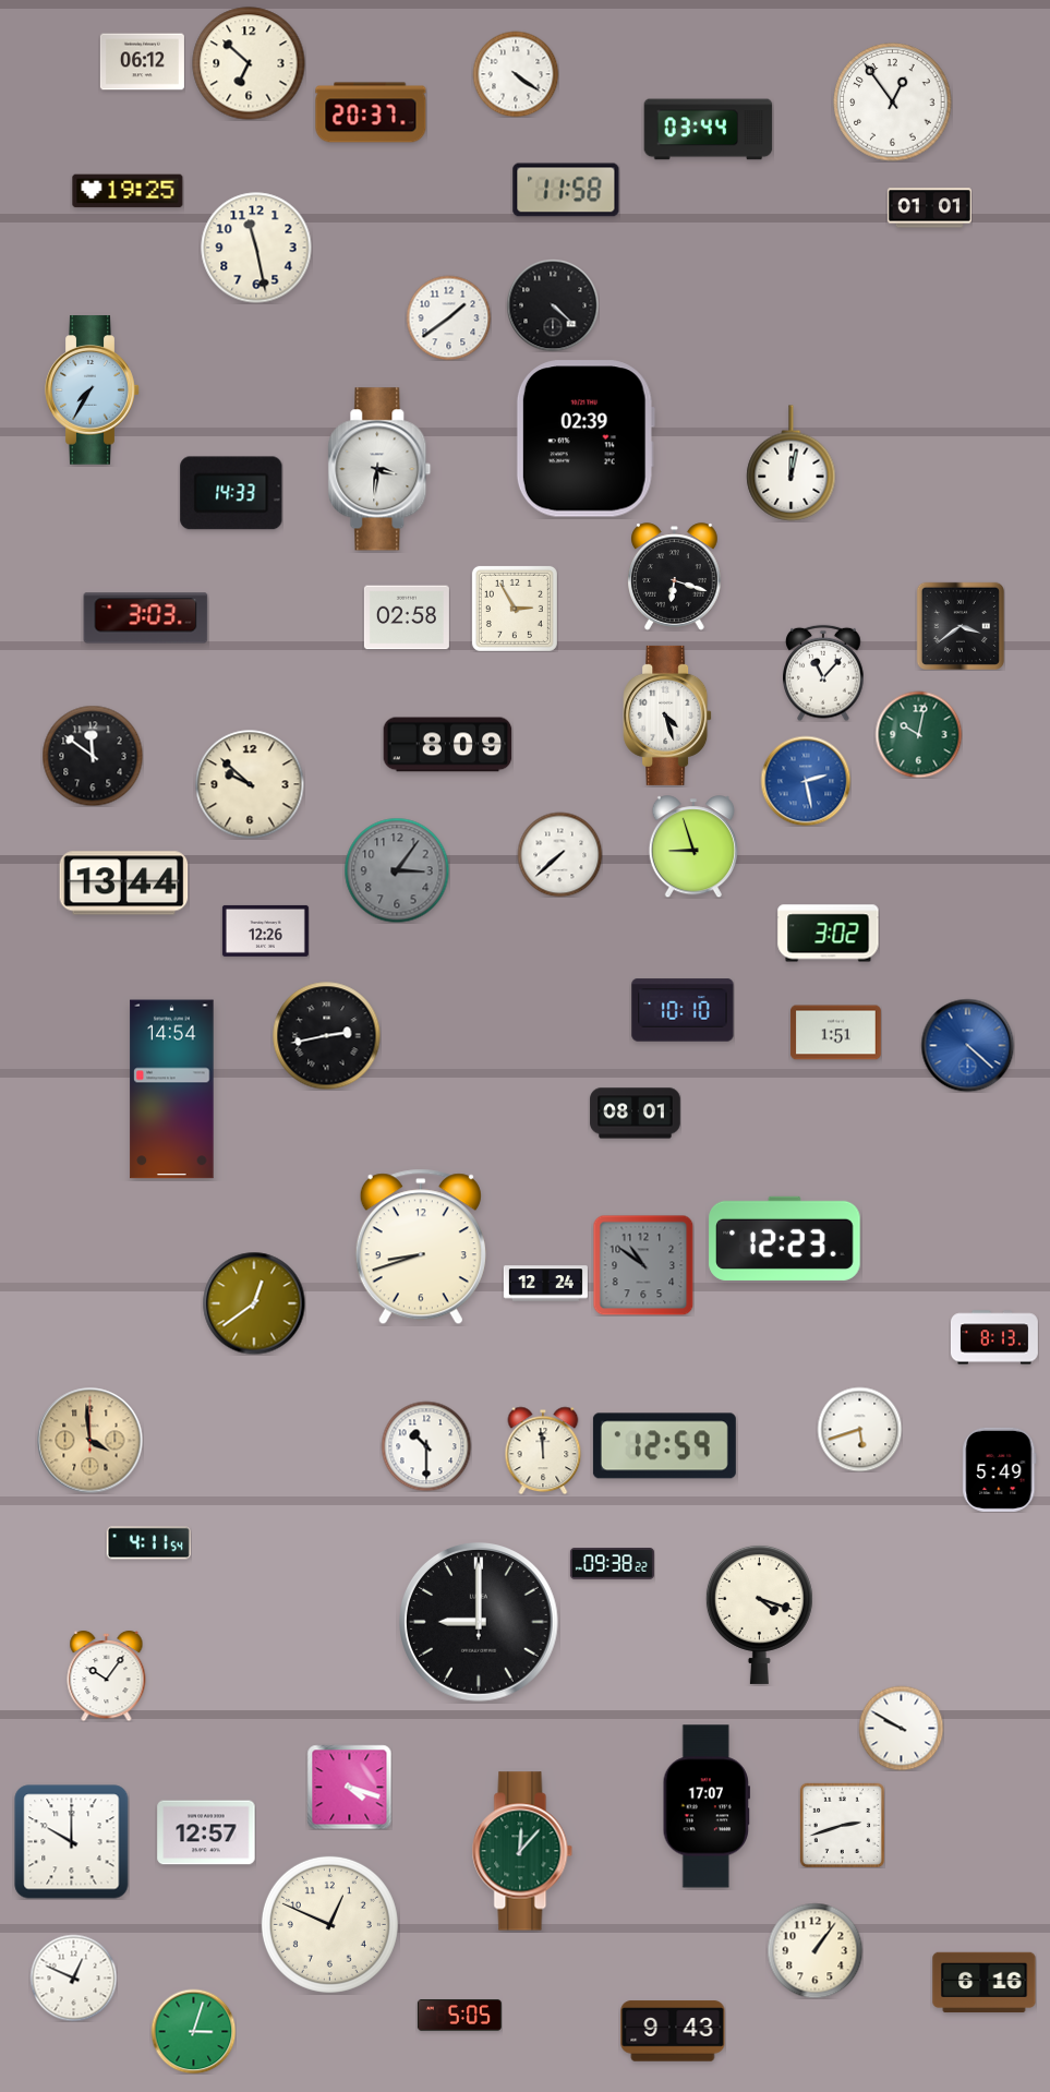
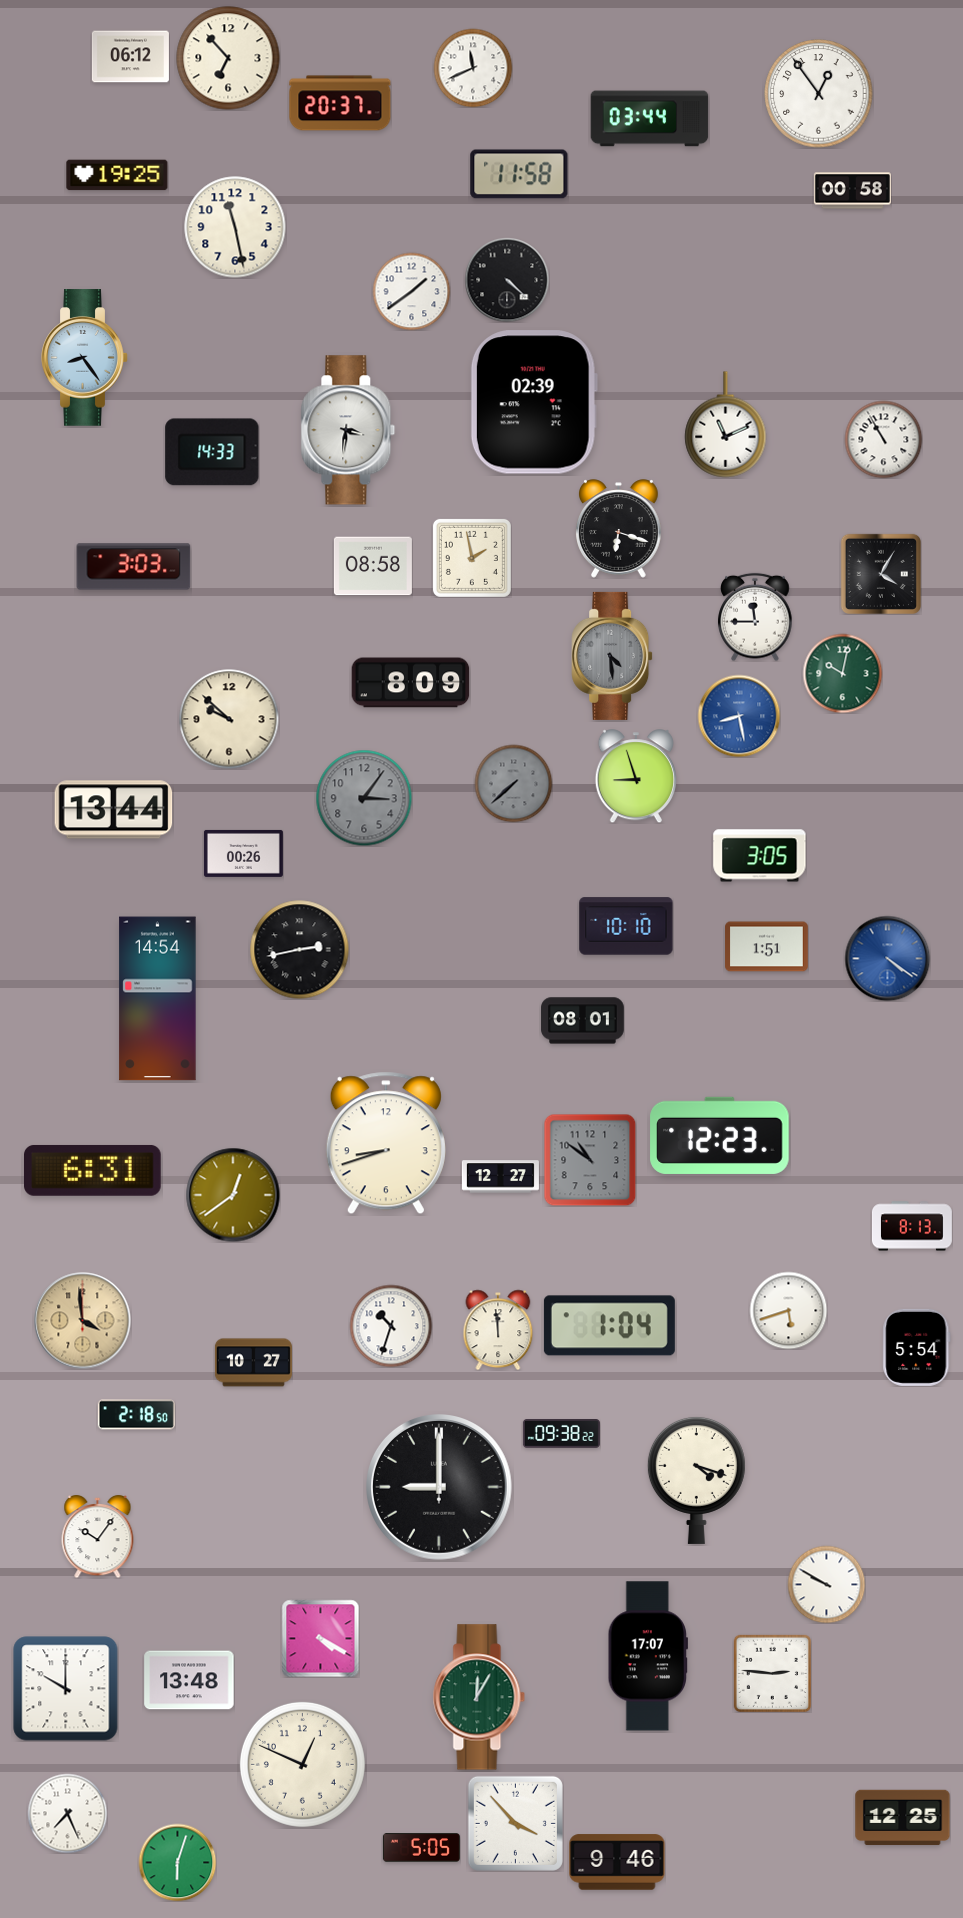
clock at (249, 63): 6:52 -> 6:53
clock at (516, 74): 4:21 -> 11:41
clock at (929, 208): 01:01 -> 00:58
clock at (93, 390): 7:35 -> 8:24
clock at (586, 438) position: (586, 438) -> (534, 402)
clock at (792, 464): 12:02 -> 11:11
clock at (883, 439): none -> 10:55
clock at (515, 609): 2:55 -> 1:58
clock at (407, 617): 02:58 -> 08:58
clock at (961, 626): 3:39 -> 4:05
clock at (823, 673): 11:07 -> 11:45
clock at (667, 716): 4:27 -> 4:29
clock at (667, 716) dial: white -> grey
clock at (93, 756): 11:51 -> none
clock at (806, 781): 2:28 -> 8:28
clock at (559, 854) dial: white -> grey
clock at (265, 930): 12:26 -> 00:26
clock at (829, 934): 3:02 -> 3:05
clock at (967, 1045): 4:22 -> 4:21
clock at (93, 1170): none -> 6:31
clock at (545, 1284): 12:24 -> 12:27
clock at (426, 1446): 10:30 -> 10:33
clock at (664, 1446): 12:59 -> 1:04
clock at (1000, 1469): 5:49 -> 5:54
clock at (253, 1363): none -> 10:27
clock at (148, 1543): 4:11 -> 2:18
clock at (349, 1787): 4:18 -> 4:20
clock at (842, 1825): 2:42 -> 2:46
clock at (206, 1832): 12:57 -> 13:48
clock at (522, 1851): 12:07 -> 12:05
clock at (814, 1950): 1:06 -> none
clock at (73, 1977): 12:49 -> 7:26
clock at (985, 1983): 6:16 -> 12:25
clock at (515, 1823): none -> 3:53
clock at (193, 2031): 3:03 -> 6:03
clock at (673, 2031): 9:43 -> 9:46
